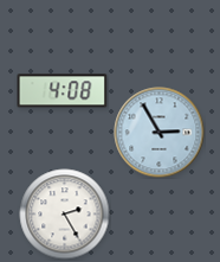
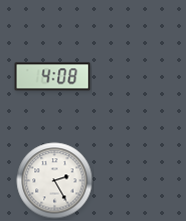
clock at (160, 133): 2:55 -> none
